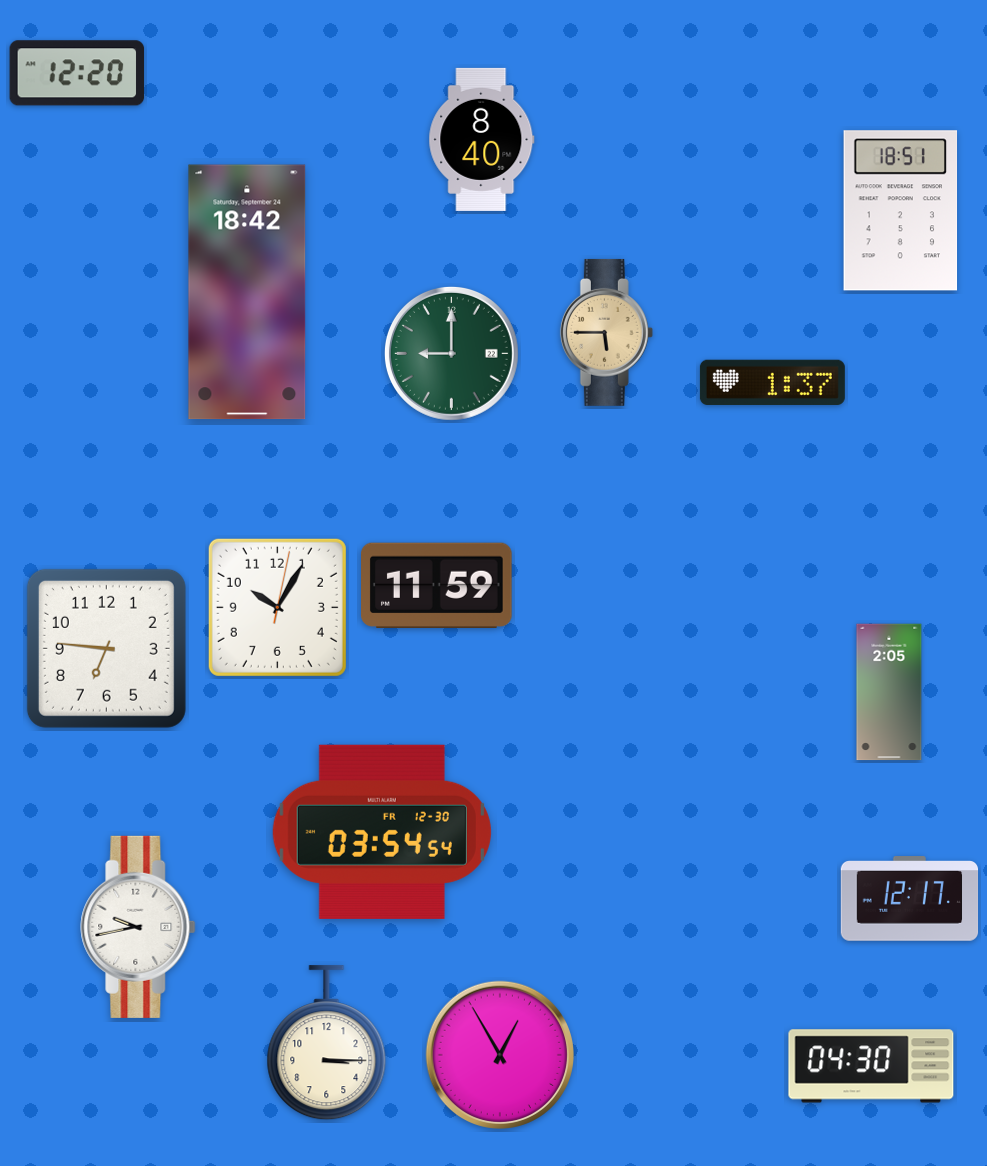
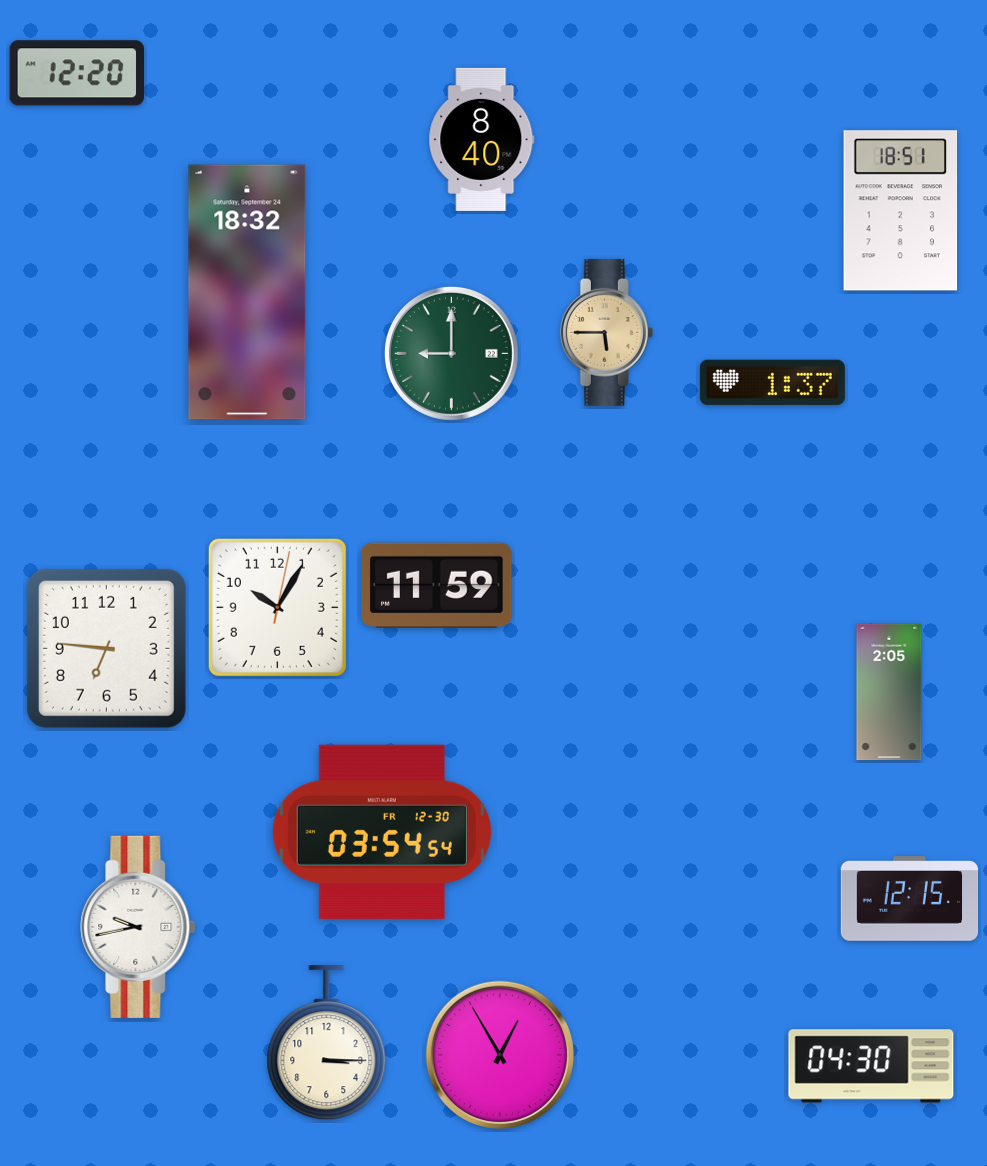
clock at (247, 292): 18:42 -> 18:32
clock at (910, 899): 12:17 -> 12:15
